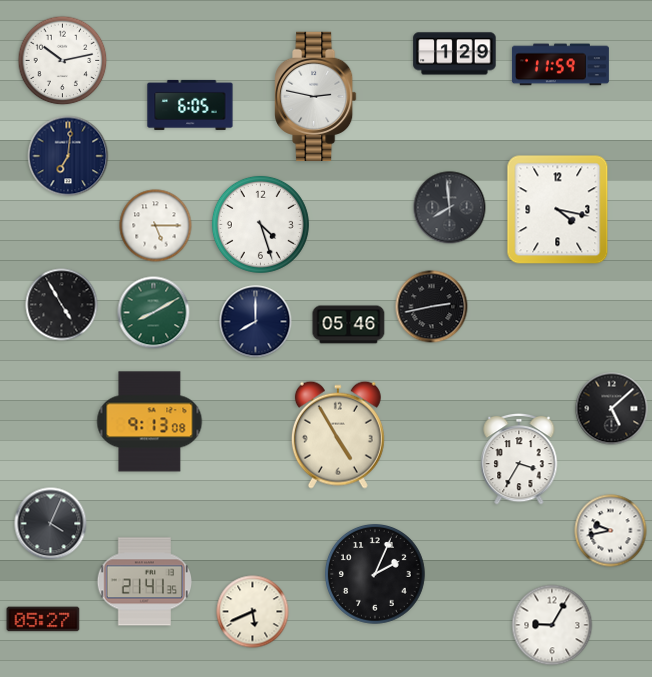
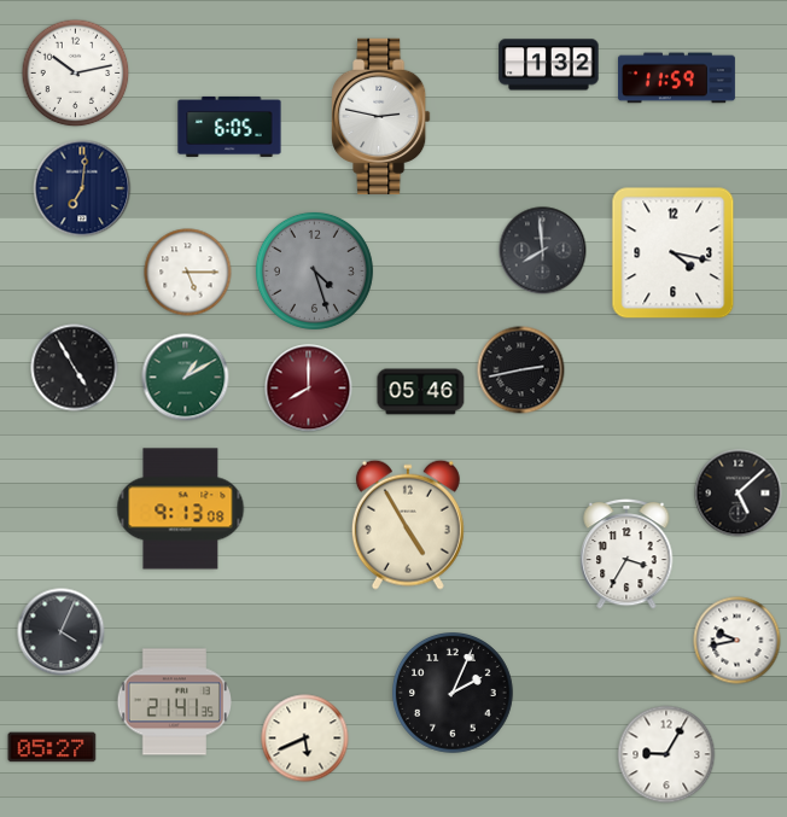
clock at (455, 54): 1:29 -> 1:32
clock at (260, 224) dial: white -> grey
clock at (154, 313): 8:10 -> 1:10
clock at (256, 322) dial: navy -> burgundy
